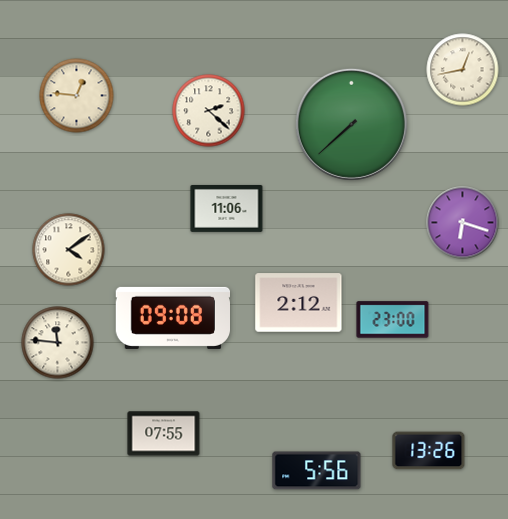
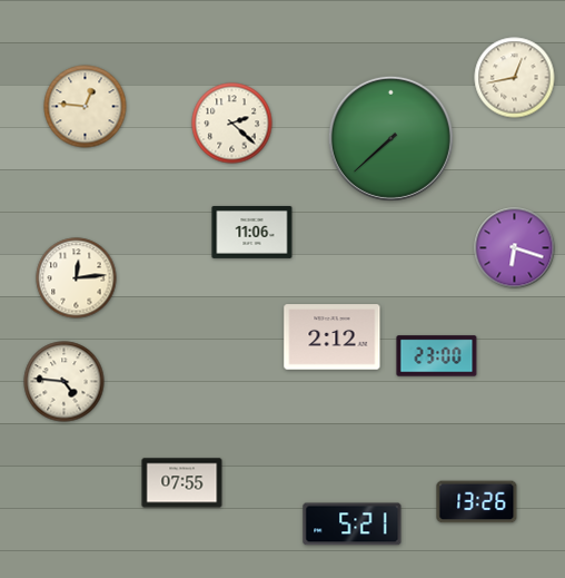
clock at (69, 250): 4:09 -> 12:14
clock at (172, 318): 09:08 -> none
clock at (58, 343): 11:46 -> 4:46
clock at (317, 471): 5:56 -> 5:21
